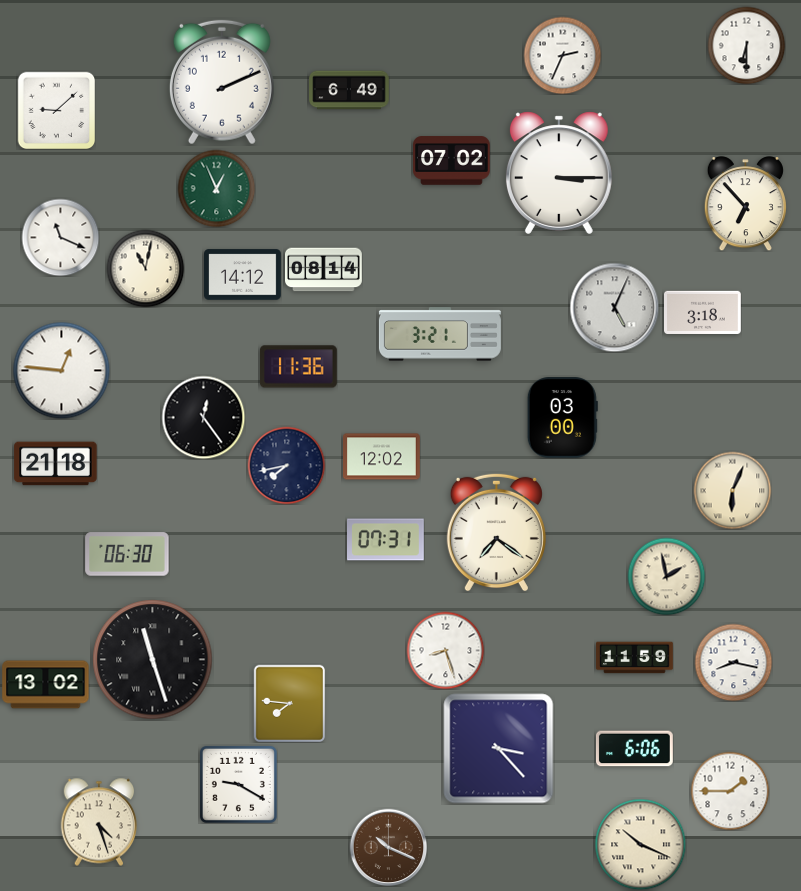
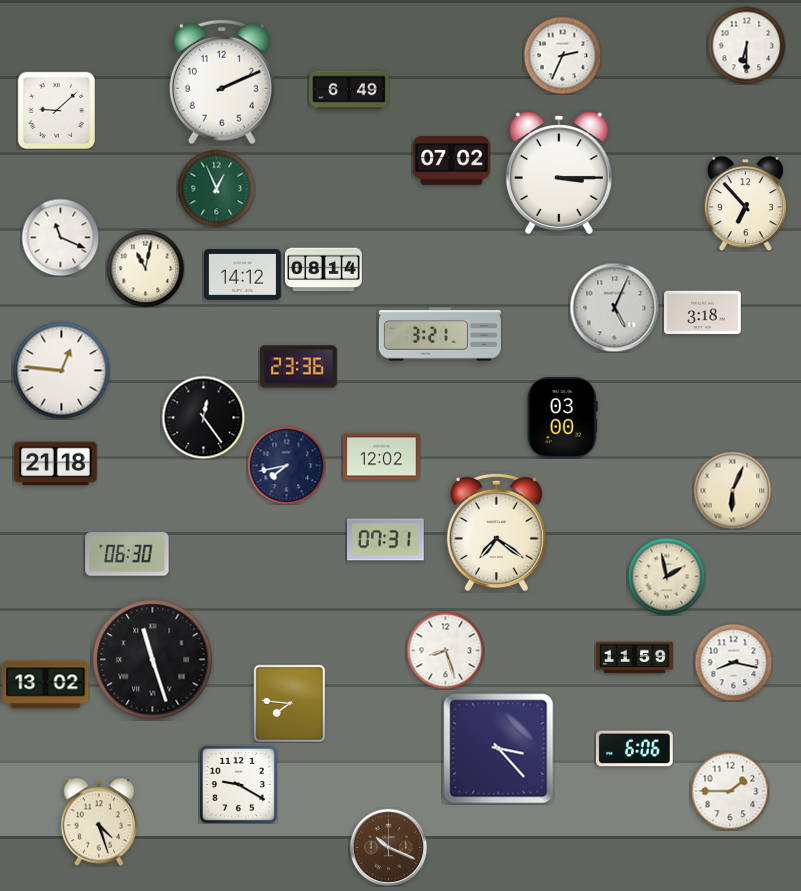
clock at (299, 367): 11:36 -> 23:36
clock at (640, 844): 10:19 -> none
